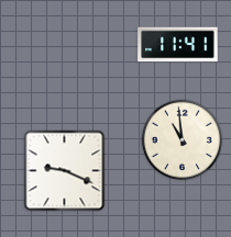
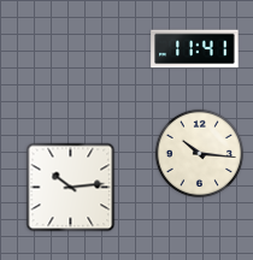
clock at (182, 139): 10:59 -> 10:16
clock at (65, 171): 9:19 -> 10:14
